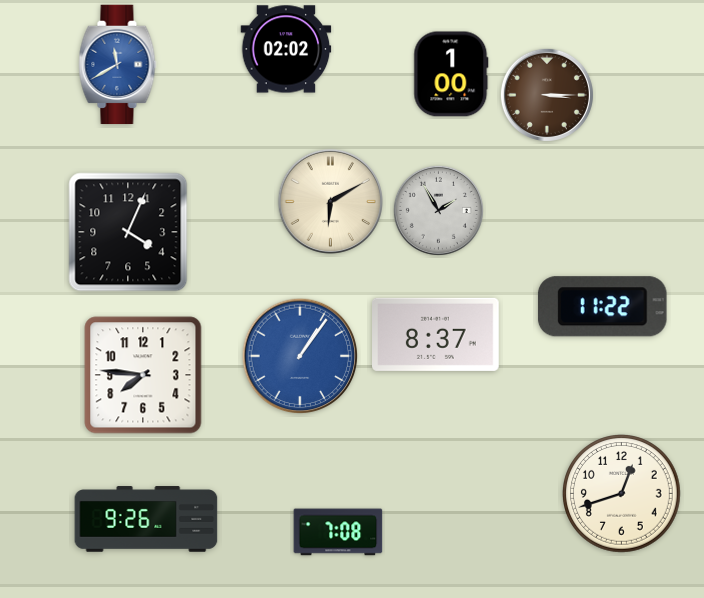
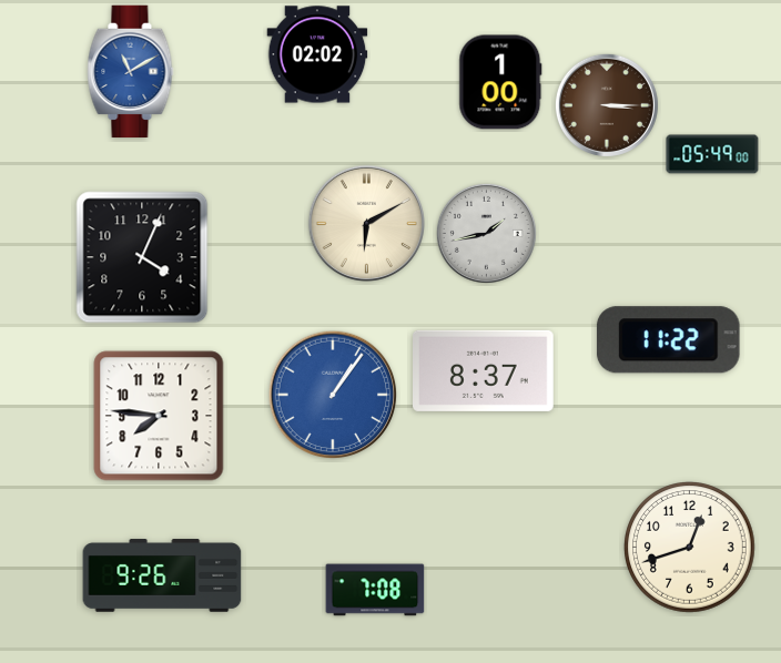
clock at (118, 65): 11:40 -> 11:10
clock at (712, 154): none -> 05:49
clock at (438, 210): 1:55 -> 1:43
